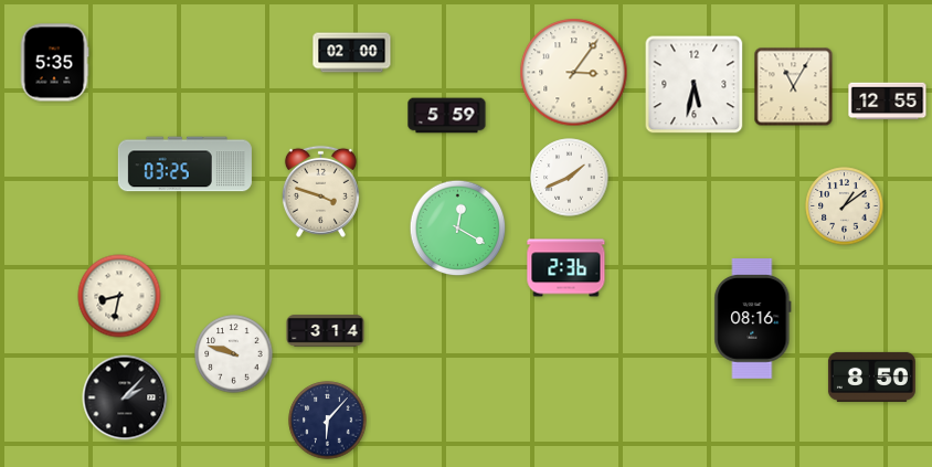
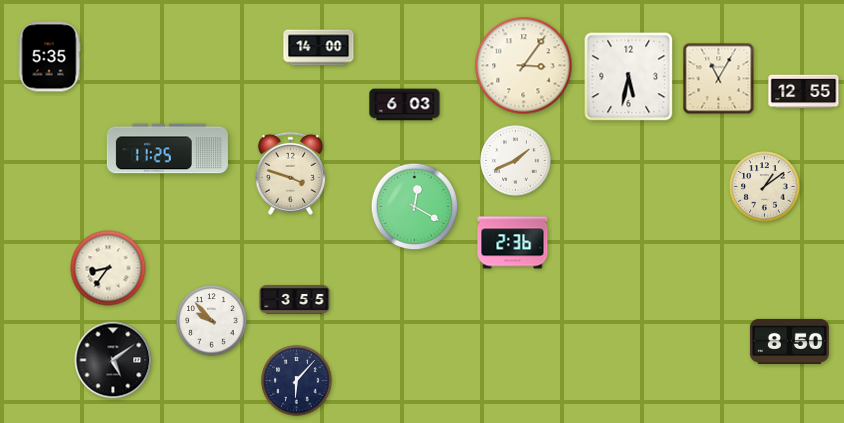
clock at (352, 53): 02:00 -> 14:00
clock at (574, 73) position: (574, 73) -> (524, 66)
clock at (447, 116): 5:59 -> 6:03
clock at (184, 164): 03:25 -> 11:25
clock at (119, 296): 8:32 -> 8:36
clock at (753, 319): 08:16 -> none
clock at (326, 331): 3:14 -> 3:55
clock at (234, 354): 9:48 -> 9:53
clock at (125, 397): 2:07 -> 5:09
